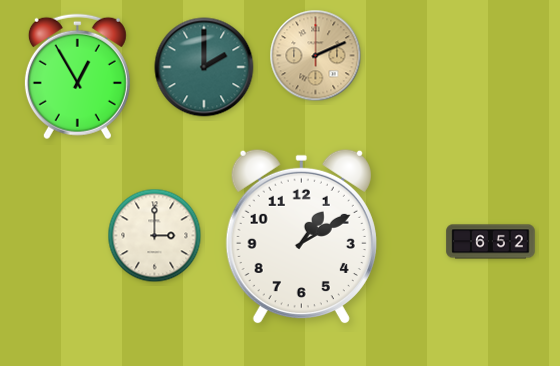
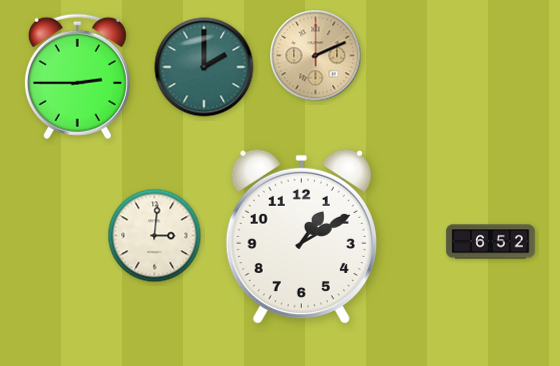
clock at (77, 77): 12:55 -> 2:45
clock at (155, 236): 3:00 -> 3:01
